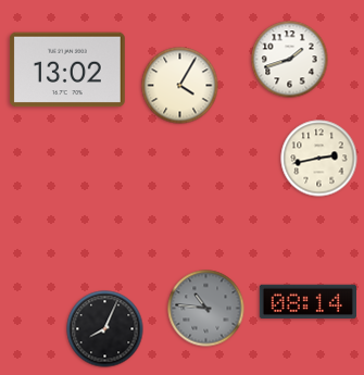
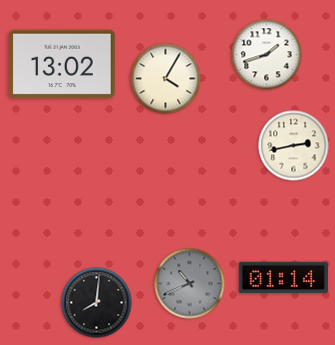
clock at (307, 302): 08:14 -> 01:14
clock at (206, 309): 10:46 -> 10:41
clock at (105, 329): 8:04 -> 8:01
